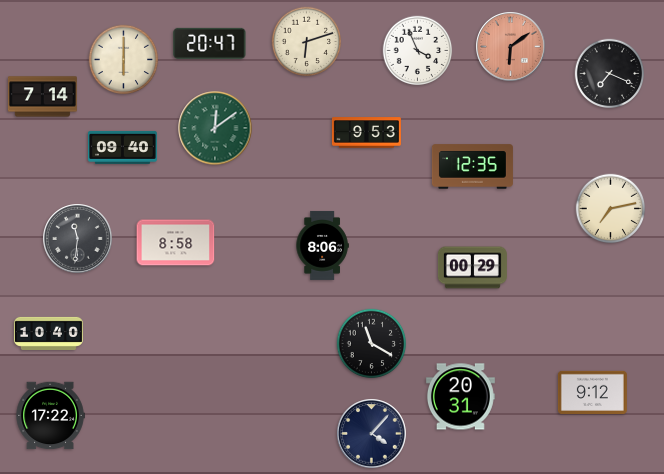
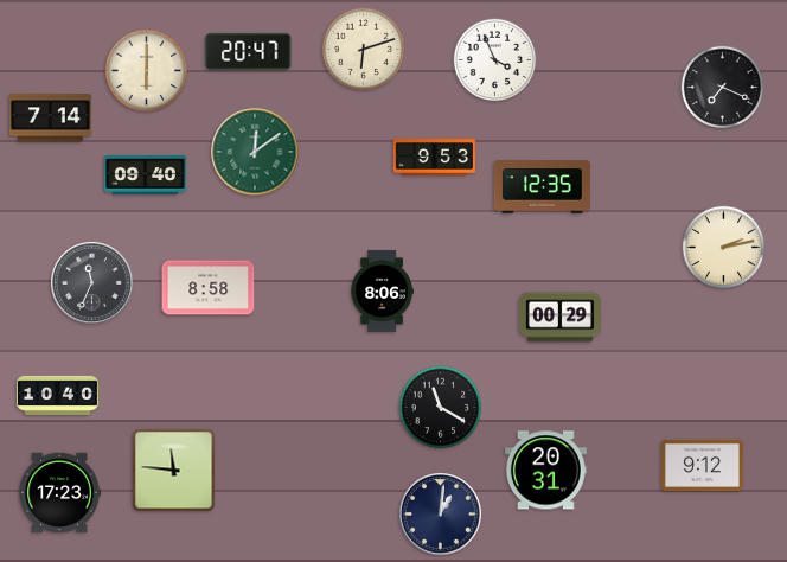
clock at (511, 47): 6:09 -> none
clock at (42, 97) position: (42, 97) -> (50, 119)
clock at (472, 167) position: (472, 167) -> (542, 187)
clock at (611, 209): 7:13 -> 2:13
clock at (78, 239): 11:31 -> 11:34
clock at (174, 471): none -> 11:46
clock at (50, 416): 17:22 -> 17:23
clock at (372, 434): 4:07 -> 1:01
